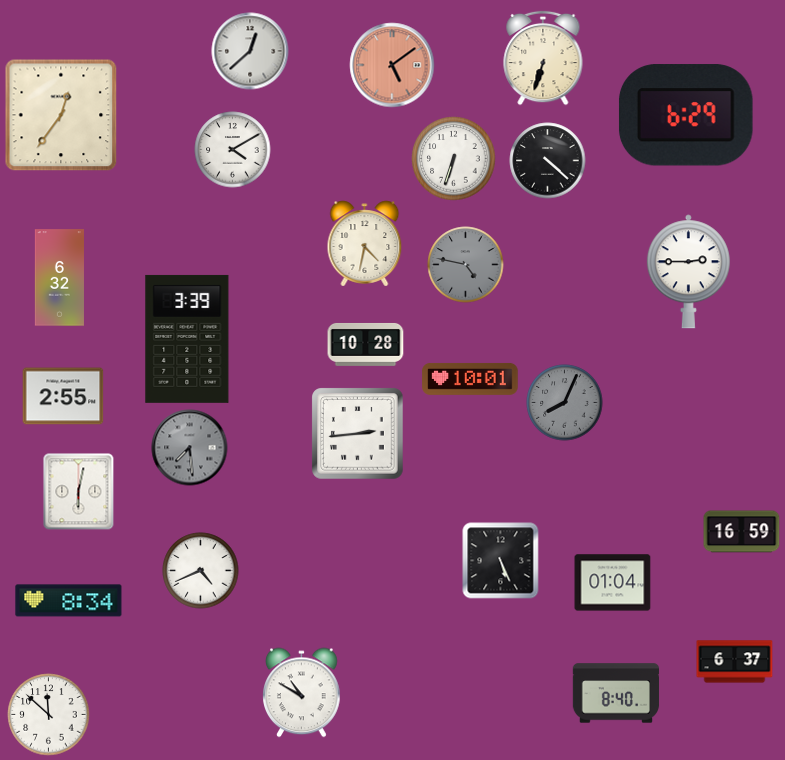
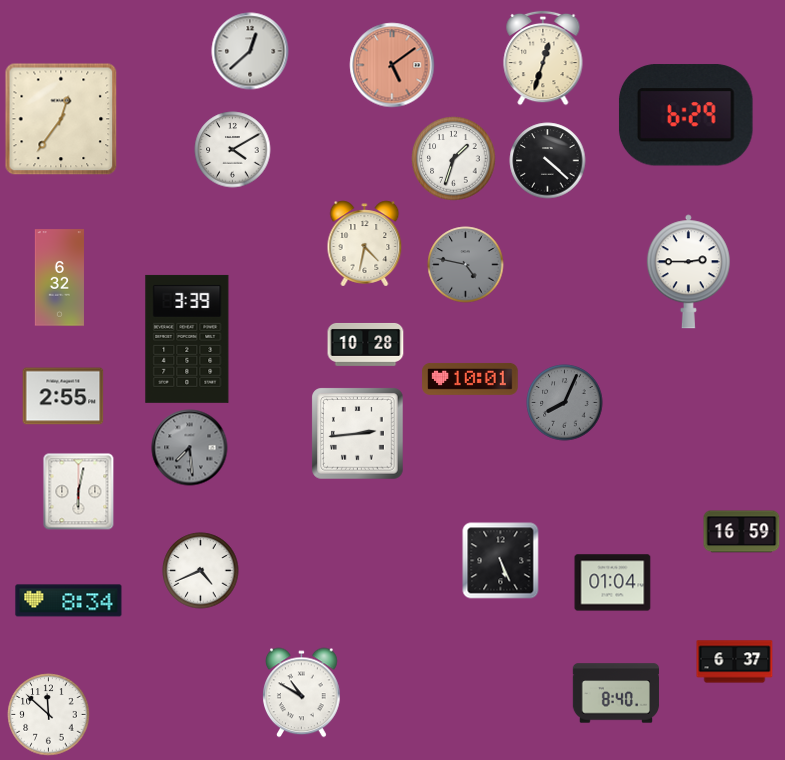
clock at (543, 58): 6:33 -> 12:33
clock at (61, 115) position: (61, 115) -> (61, 119)
clock at (454, 159): 6:33 -> 1:33
